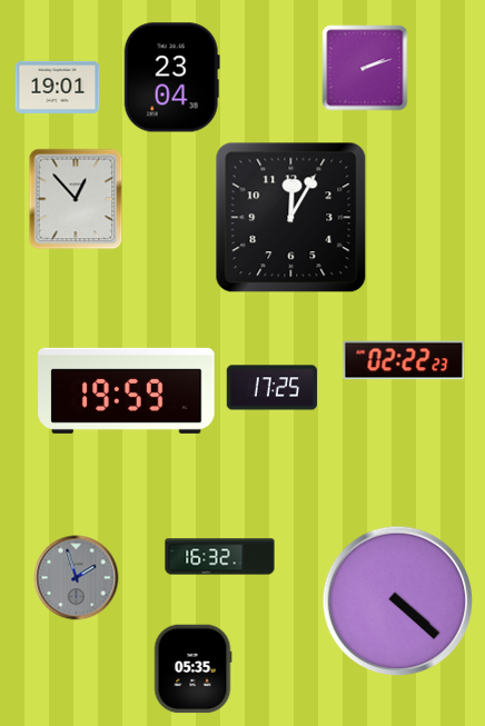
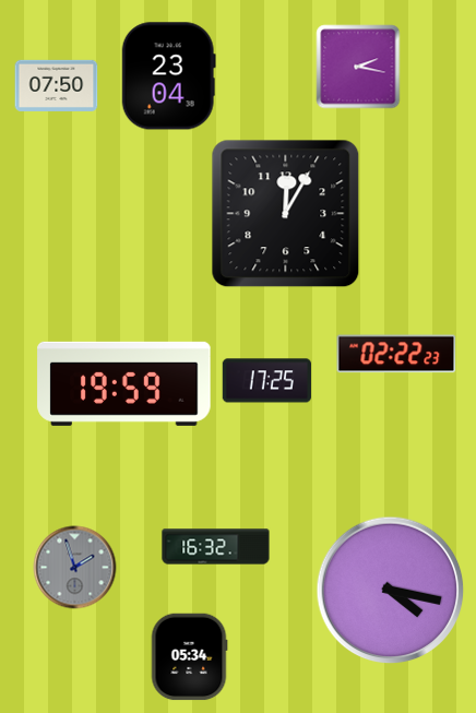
clock at (365, 68): 2:12 -> 2:17
clock at (58, 87): 19:01 -> 07:50
clock at (76, 199): 12:53 -> none
clock at (398, 601): 4:22 -> 4:17
clock at (192, 669): 05:35 -> 05:34
